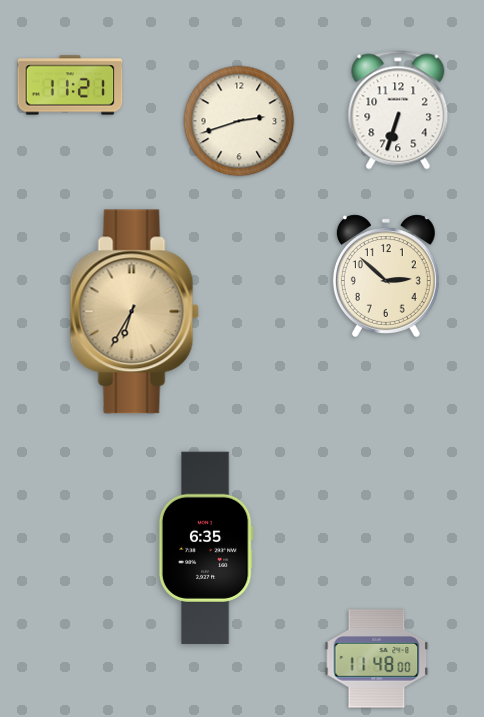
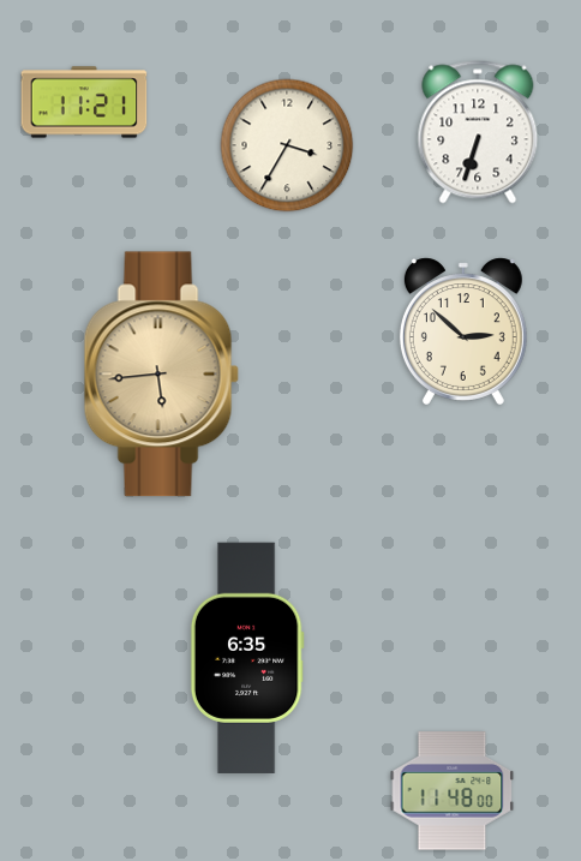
clock at (239, 121): 2:42 -> 3:35
clock at (134, 312): 6:35 -> 5:44
